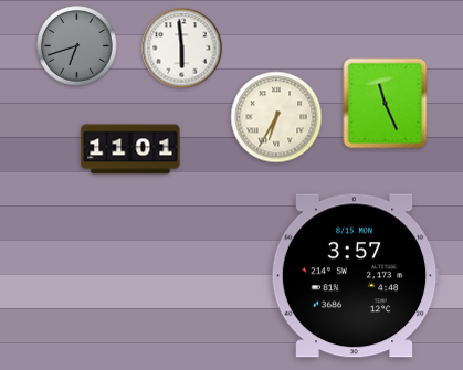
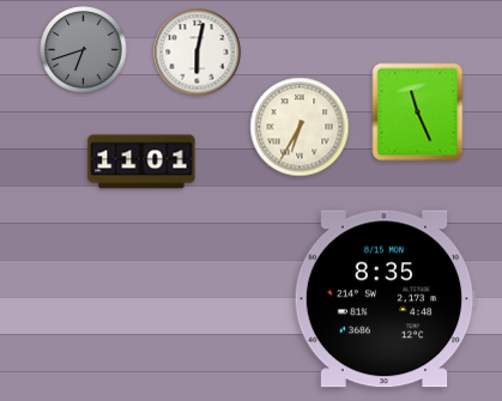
clock at (182, 49): 5:59 -> 6:02
clock at (355, 276): 3:57 -> 8:35
